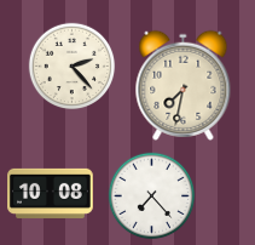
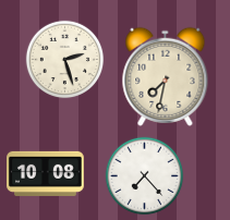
clock at (73, 67): 2:23 -> 2:27
clock at (152, 196) position: (152, 196) -> (145, 176)
